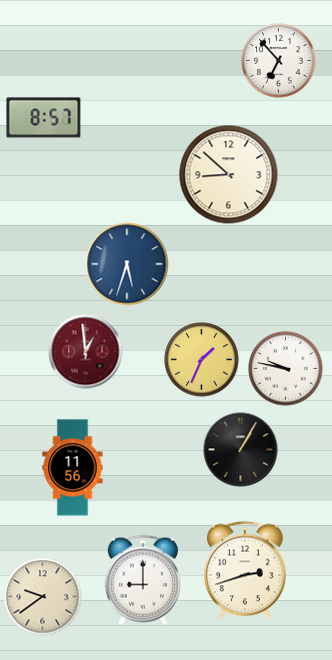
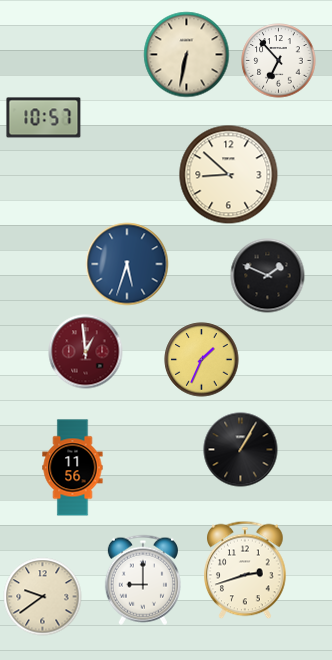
clock at (187, 55): none -> 6:32
clock at (44, 118): 8:57 -> 10:57
clock at (268, 276): none -> 1:49
clock at (286, 369): 9:47 -> none
